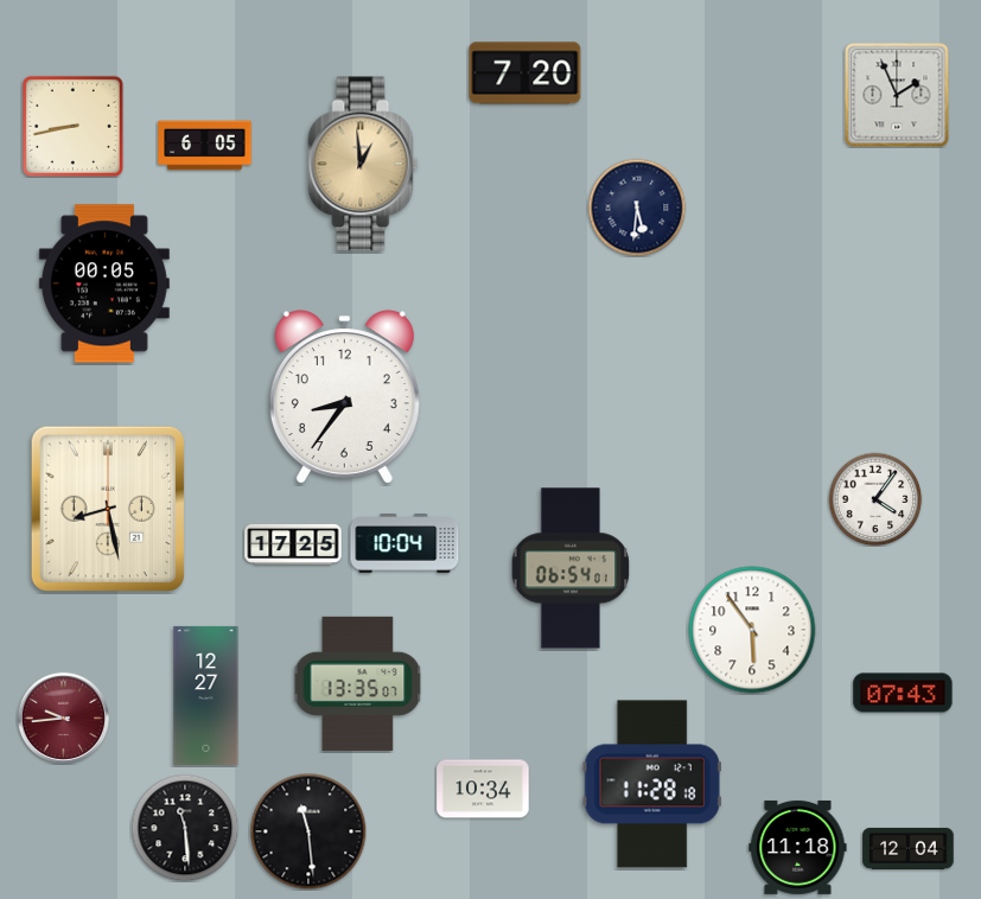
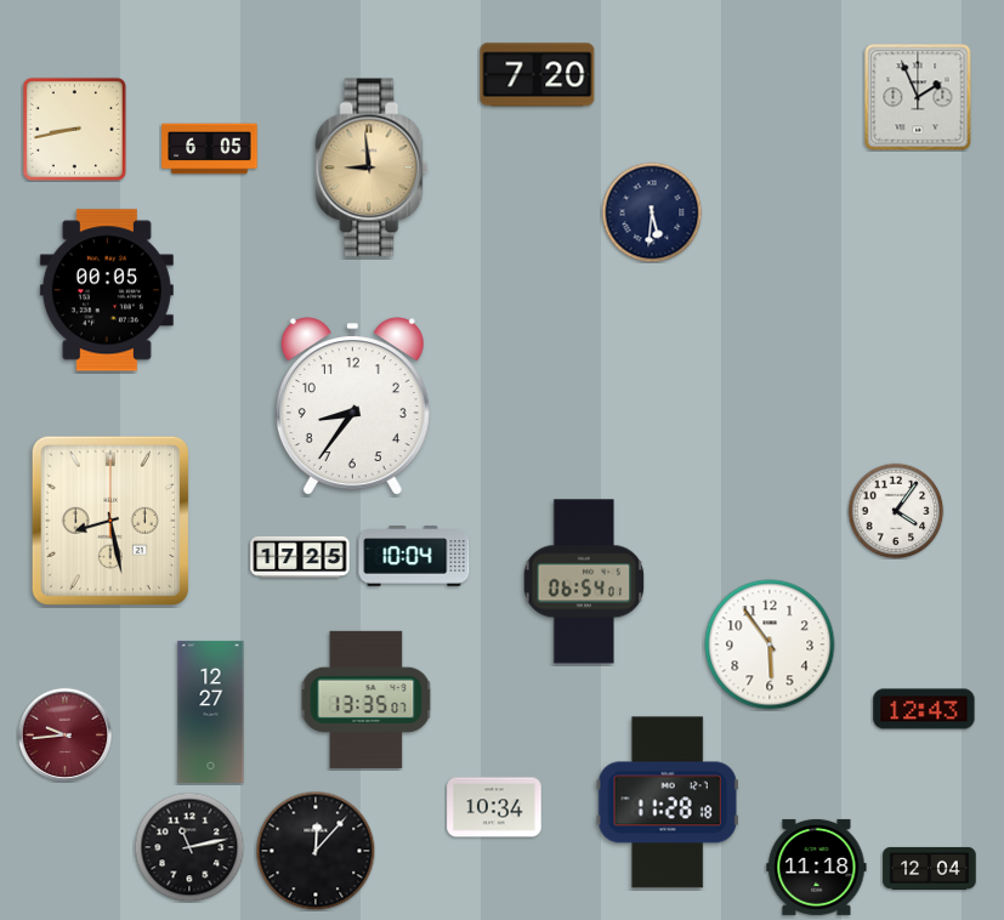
clock at (363, 164): 12:59 -> 8:59
clock at (903, 693): 07:43 -> 12:43
clock at (185, 828): 11:29 -> 11:13
clock at (308, 831): 11:29 -> 12:07
